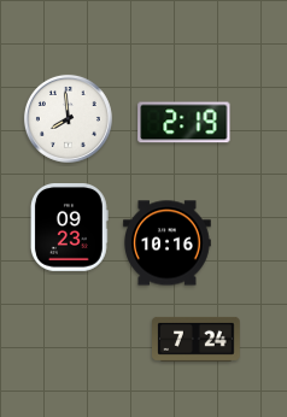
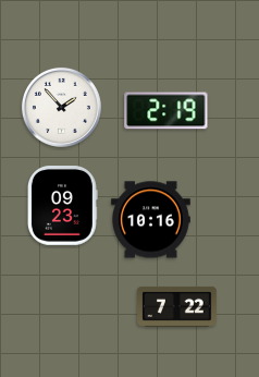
clock at (68, 118): 7:59 -> 1:53
clock at (197, 339): 7:24 -> 7:22
